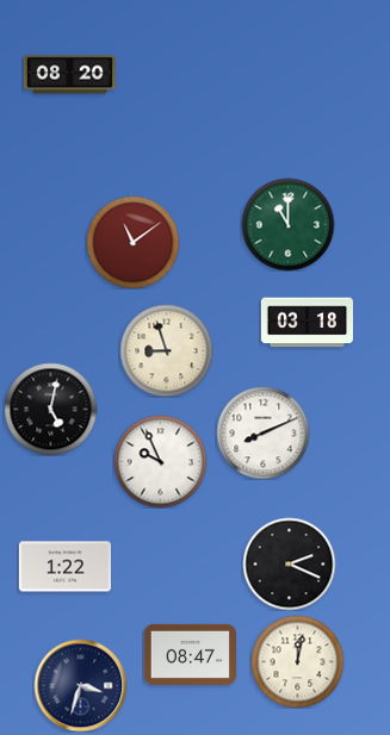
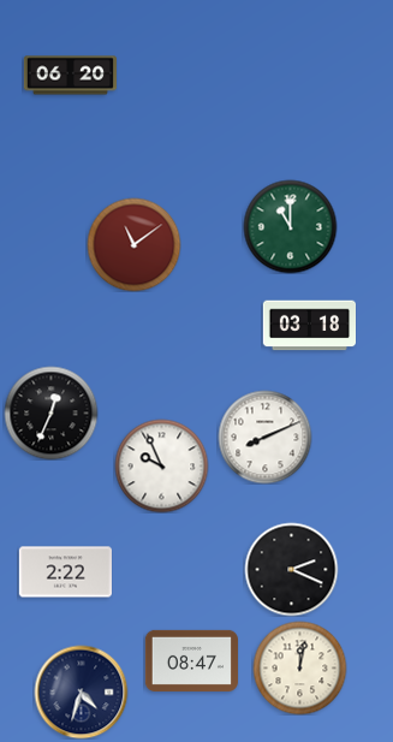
clock at (69, 75): 08:20 -> 06:20
clock at (166, 350): 8:57 -> none
clock at (50, 409): 5:02 -> 12:34
clock at (64, 567): 1:22 -> 2:22
clock at (80, 685): 3:33 -> 4:33
